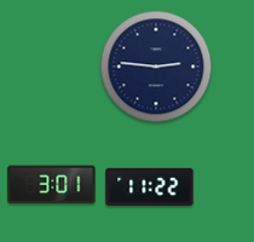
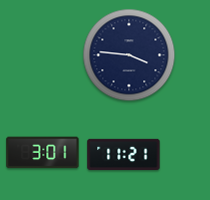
clock at (156, 67): 2:46 -> 3:46
clock at (150, 188): 11:22 -> 11:21
